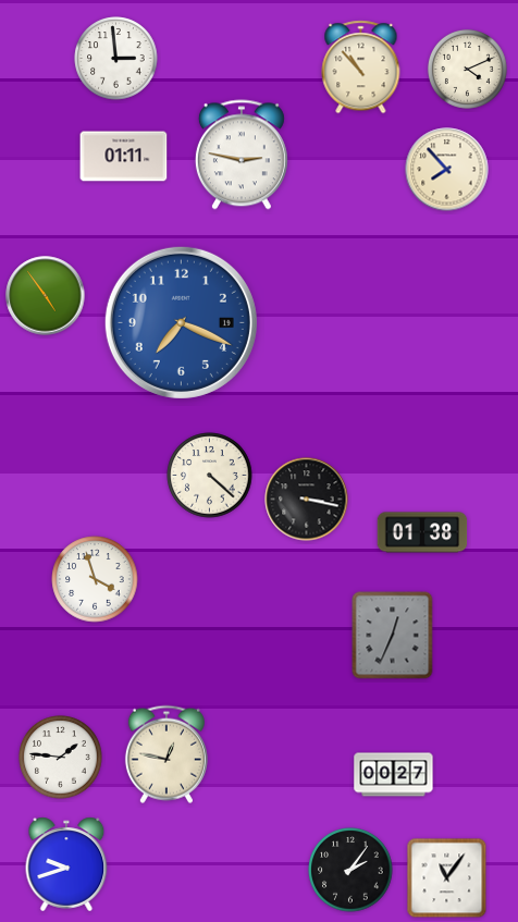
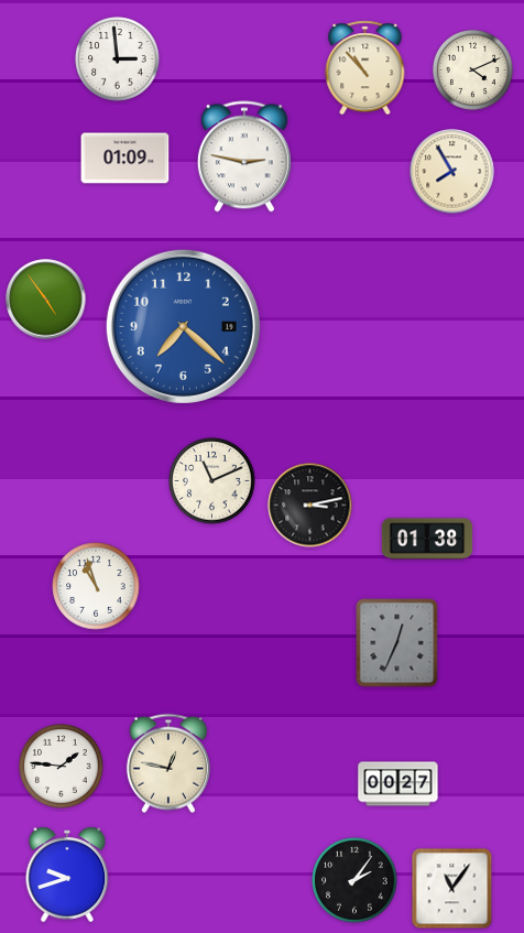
clock at (124, 157): 01:11 -> 01:09
clock at (447, 170): 7:53 -> 7:55
clock at (181, 322): 7:19 -> 7:22
clock at (210, 476): 4:22 -> 11:11
clock at (307, 500): 3:17 -> 3:13
clock at (95, 579): 3:57 -> 10:57
